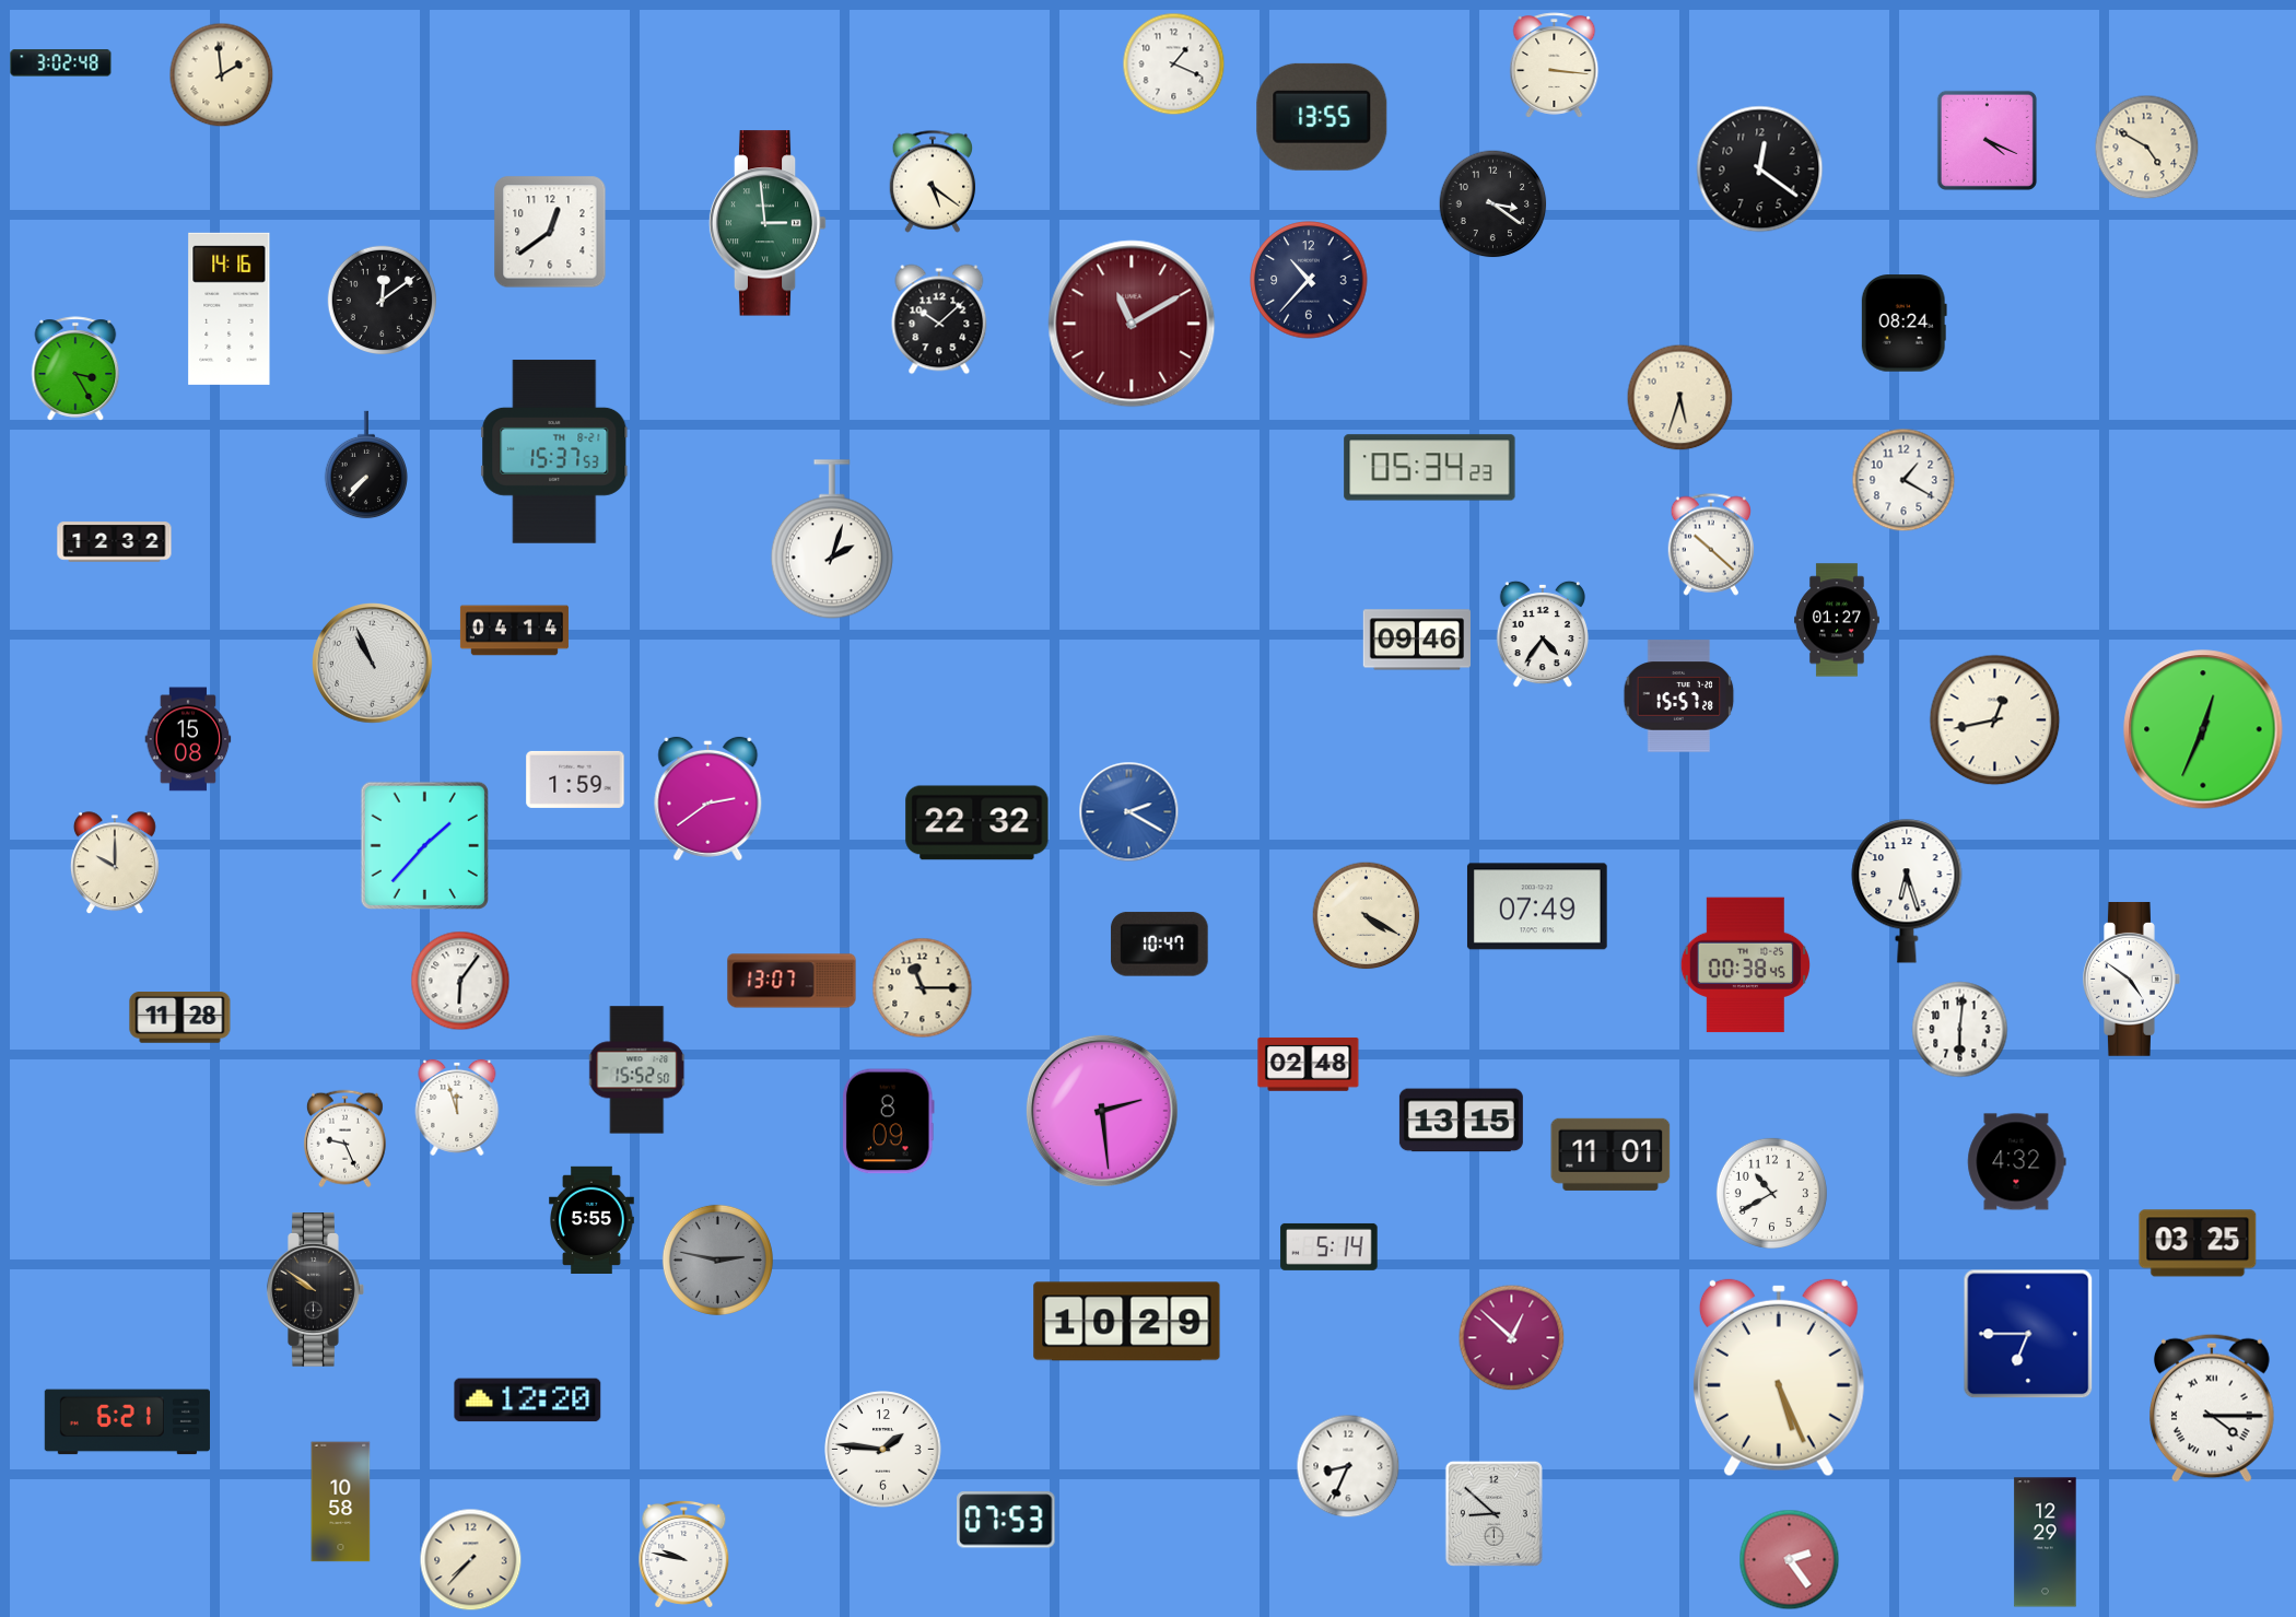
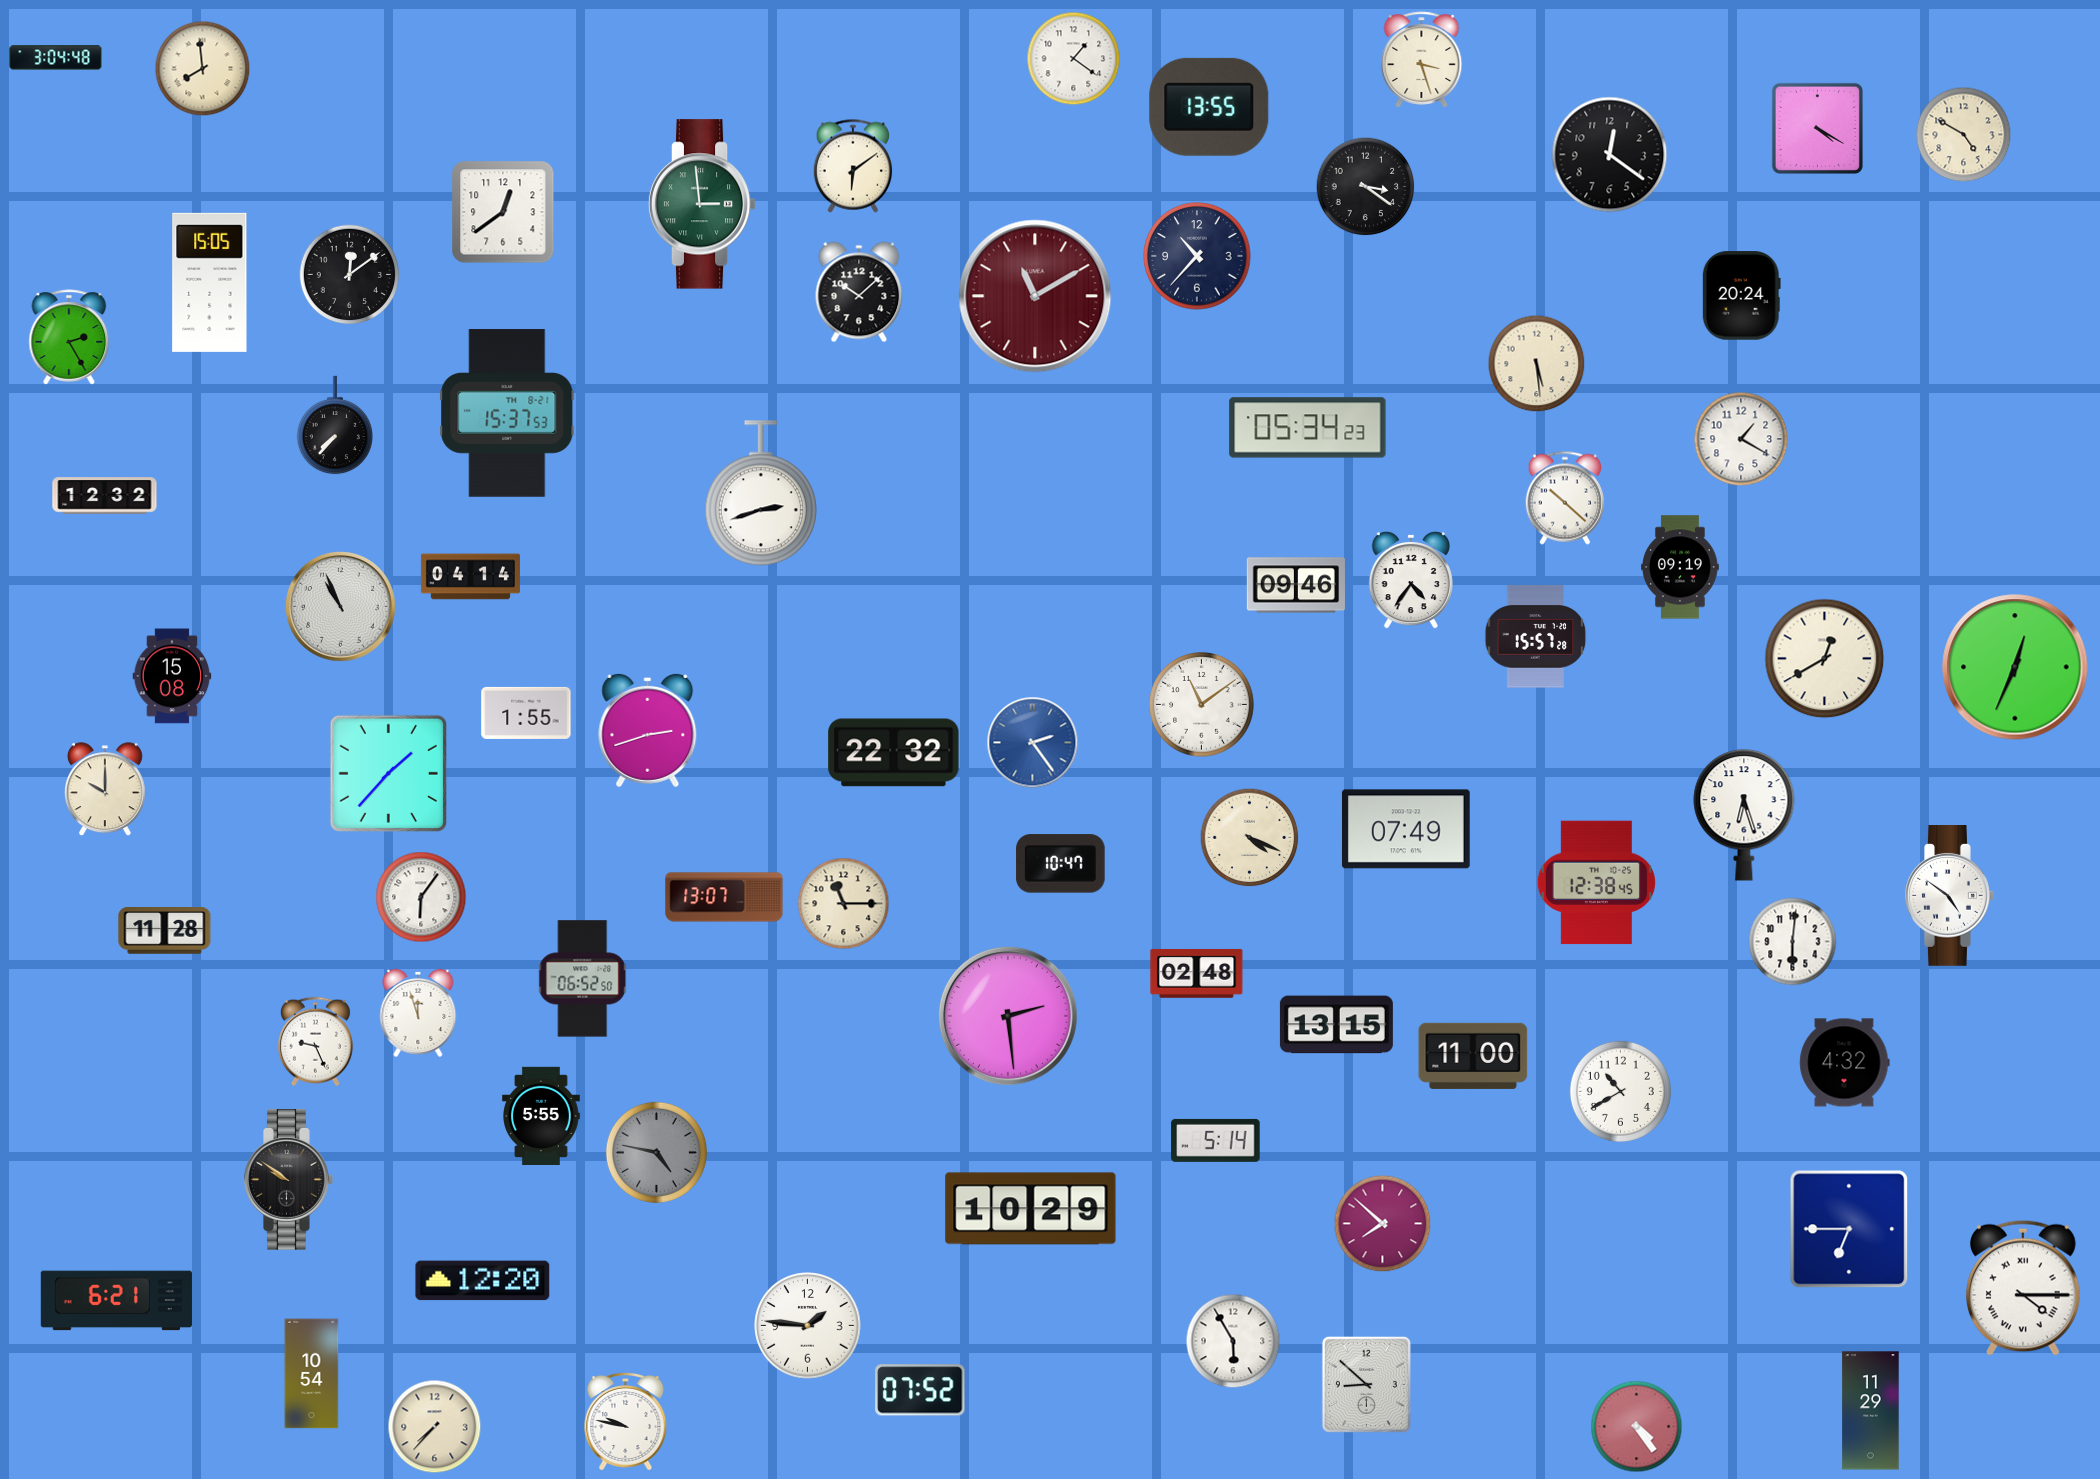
clock at (61, 63): 3:02 -> 3:04
clock at (1174, 65): 1:19 -> 1:21
clock at (1555, 66): 3:16 -> 3:27
clock at (222, 75): 1:59 -> 7:59
clock at (1987, 140): 4:19 -> 4:20
clock at (933, 181): 5:21 -> 6:09
clock at (230, 308): 14:16 -> 15:05
clock at (1903, 324): 08:24 -> 20:24
clock at (75, 368): 3:25 -> 2:25
clock at (1680, 398): 5:33 -> 5:29
clock at (832, 539): 2:03 -> 2:42
clock at (1838, 620): 01:27 -> 09:19
clock at (1995, 720): 12:43 -> 12:40
clock at (1202, 705): none -> 11:09
clock at (575, 780): 1:59 -> 1:55
clock at (708, 798): 2:39 -> 2:42
clock at (1129, 812): 2:20 -> 2:24
clock at (1367, 916): 4:20 -> 4:19
clock at (1745, 965): 00:38 -> 12:38
clock at (637, 1070): 15:52 -> 06:52
clock at (888, 1122): 8:09 -> none
clock at (1610, 1155): 11:01 -> 11:00
clock at (2198, 1243): 03:25 -> none
clock at (717, 1259): 2:47 -> 4:47
clock at (2028, 1334) position: (2028, 1334) -> (1849, 1229)
clock at (1512, 1338): 12:52 -> 7:52
clock at (1779, 1378): 5:26 -> none
clock at (1348, 1466): 8:34 -> 5:55
clock at (341, 1502): 10:58 -> 10:54
clock at (1006, 1520): 07:53 -> 07:52
clock at (2046, 1543): 12:29 -> 11:29
clock at (471, 1560) position: (471, 1560) -> (435, 1427)
clock at (1790, 1560): 2:24 -> 4:24
